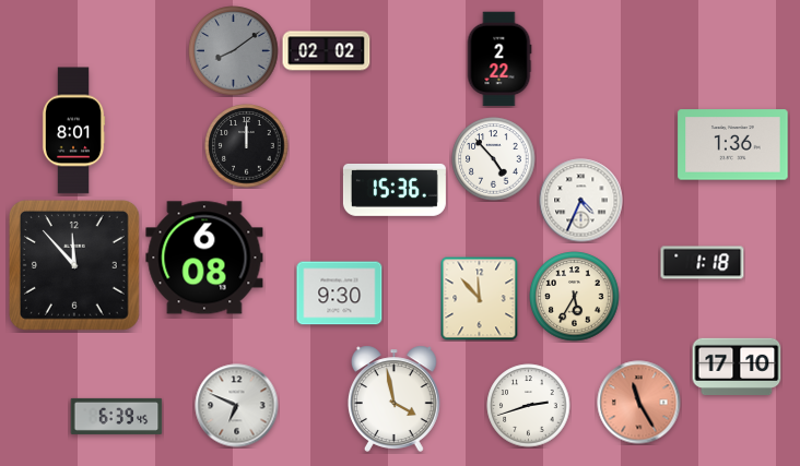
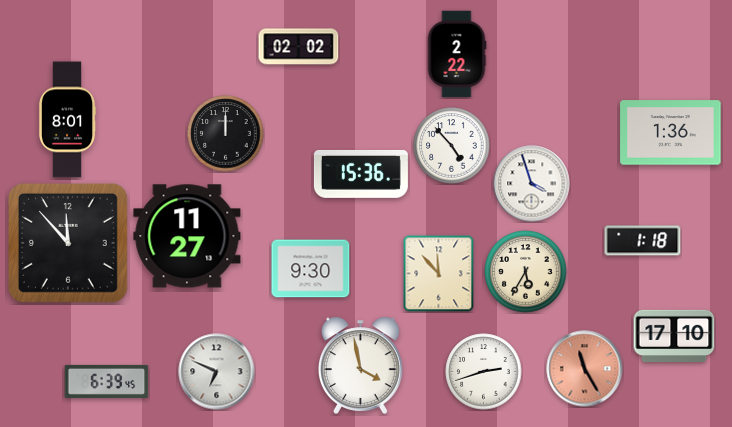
clock at (234, 51): 8:09 -> none
clock at (581, 201): 4:34 -> 3:57
clock at (204, 258): 6:08 -> 11:27
